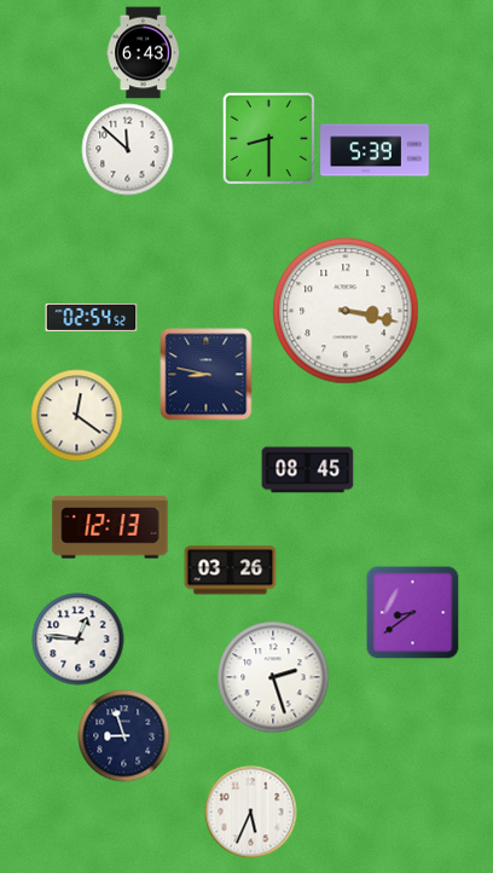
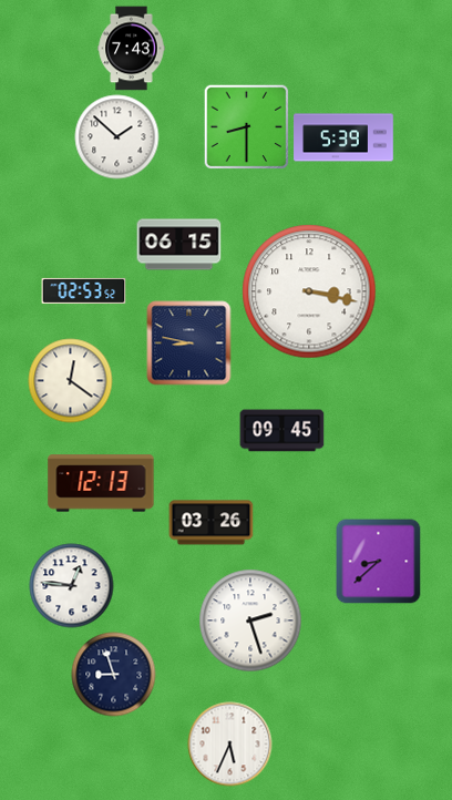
clock at (144, 53): 6:43 -> 7:43
clock at (128, 150): 11:52 -> 1:52
clock at (179, 245): none -> 06:15
clock at (346, 311) position: (346, 311) -> (309, 291)
clock at (92, 317): 02:54 -> 02:53
clock at (308, 470): 08:45 -> 09:45
clock at (413, 613): 8:39 -> 8:38
